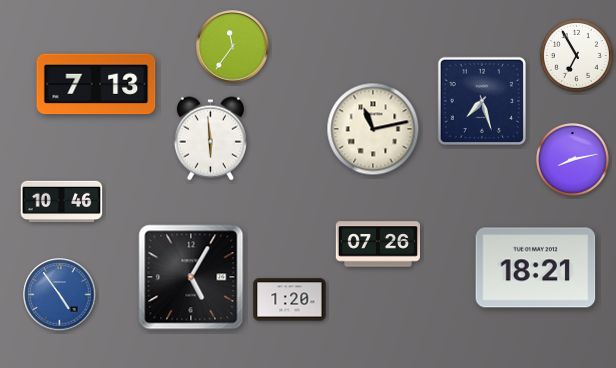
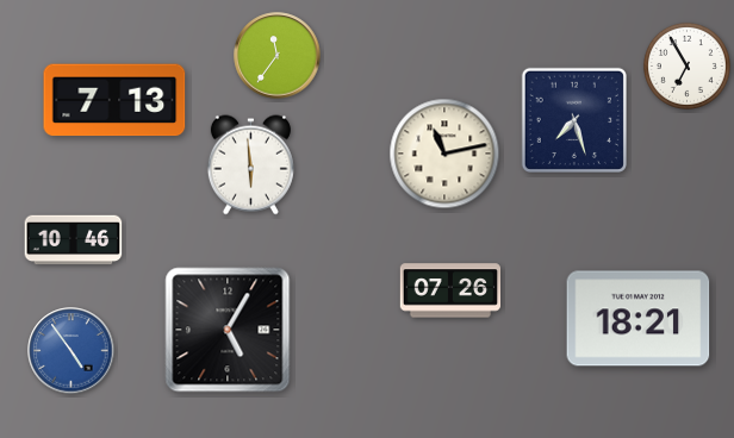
clock at (572, 159): 8:13 -> none
clock at (290, 300): 1:20 -> none
